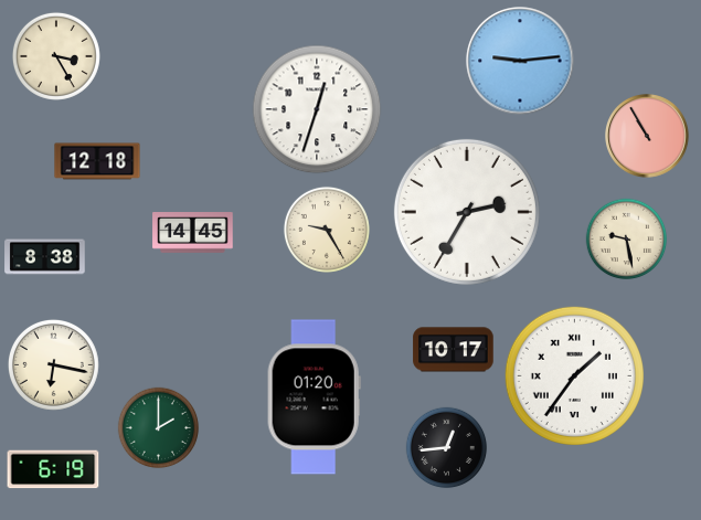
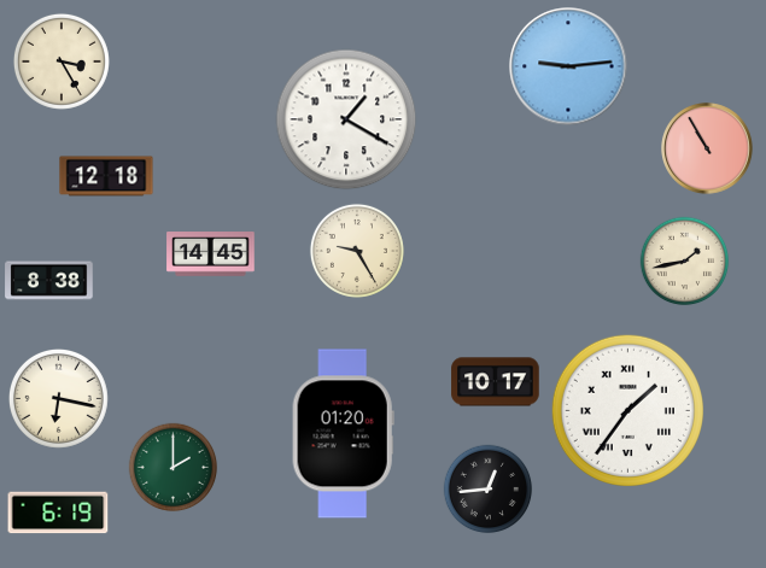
clock at (317, 109): 12:33 -> 1:20
clock at (467, 212): 2:35 -> none
clock at (627, 240): 9:28 -> 1:43
